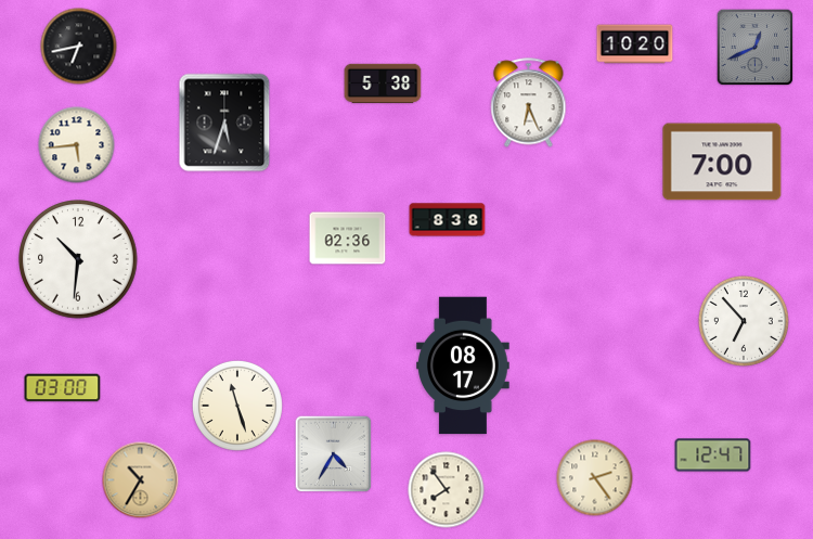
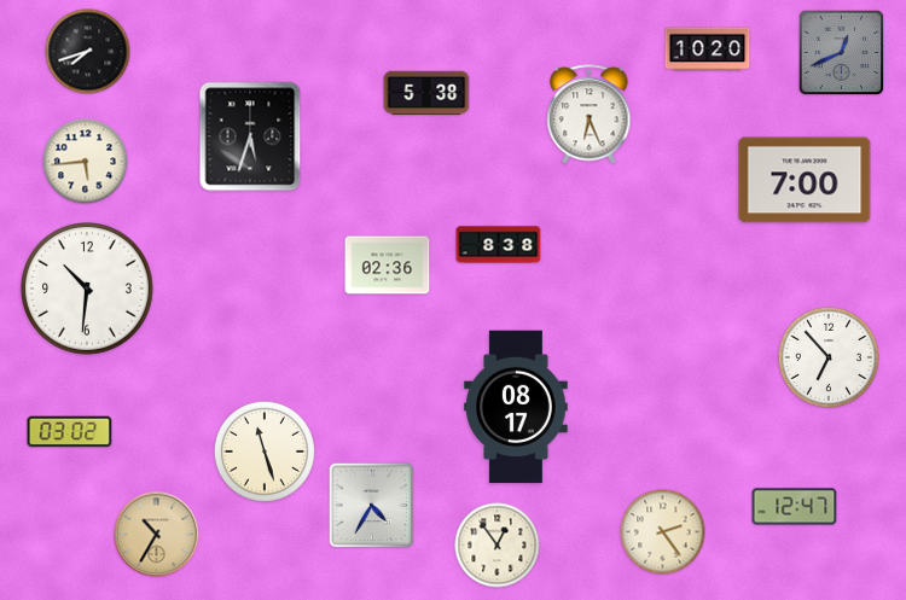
clock at (79, 47): 6:43 -> 7:42
clock at (63, 388): 03:00 -> 03:02
clock at (447, 490): 7:54 -> 12:54
